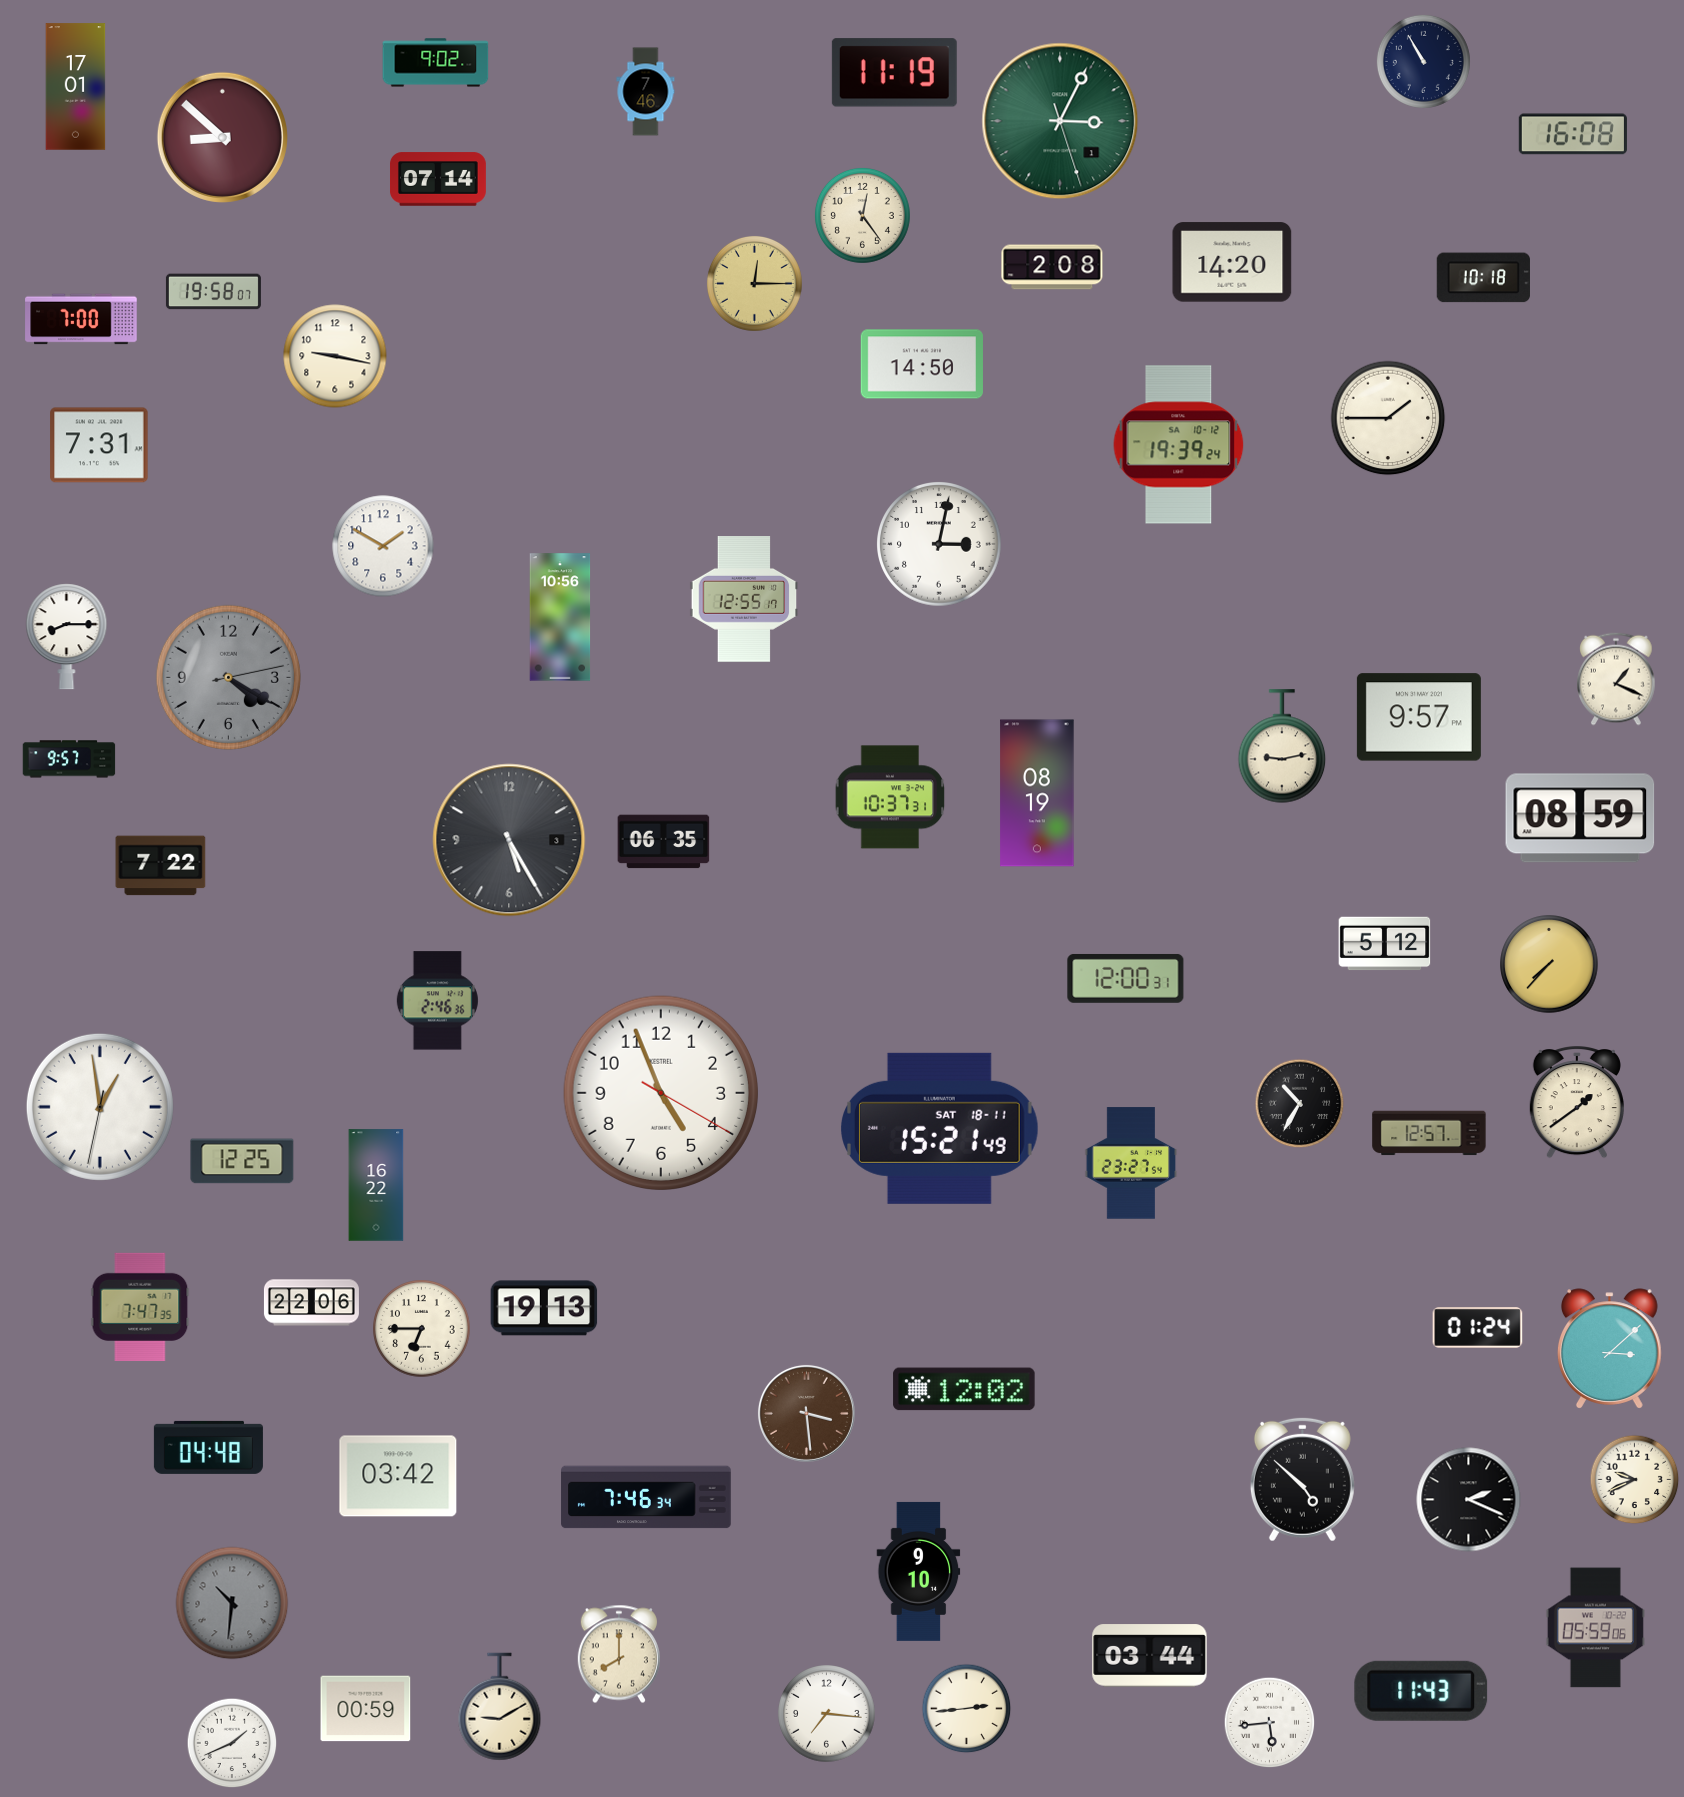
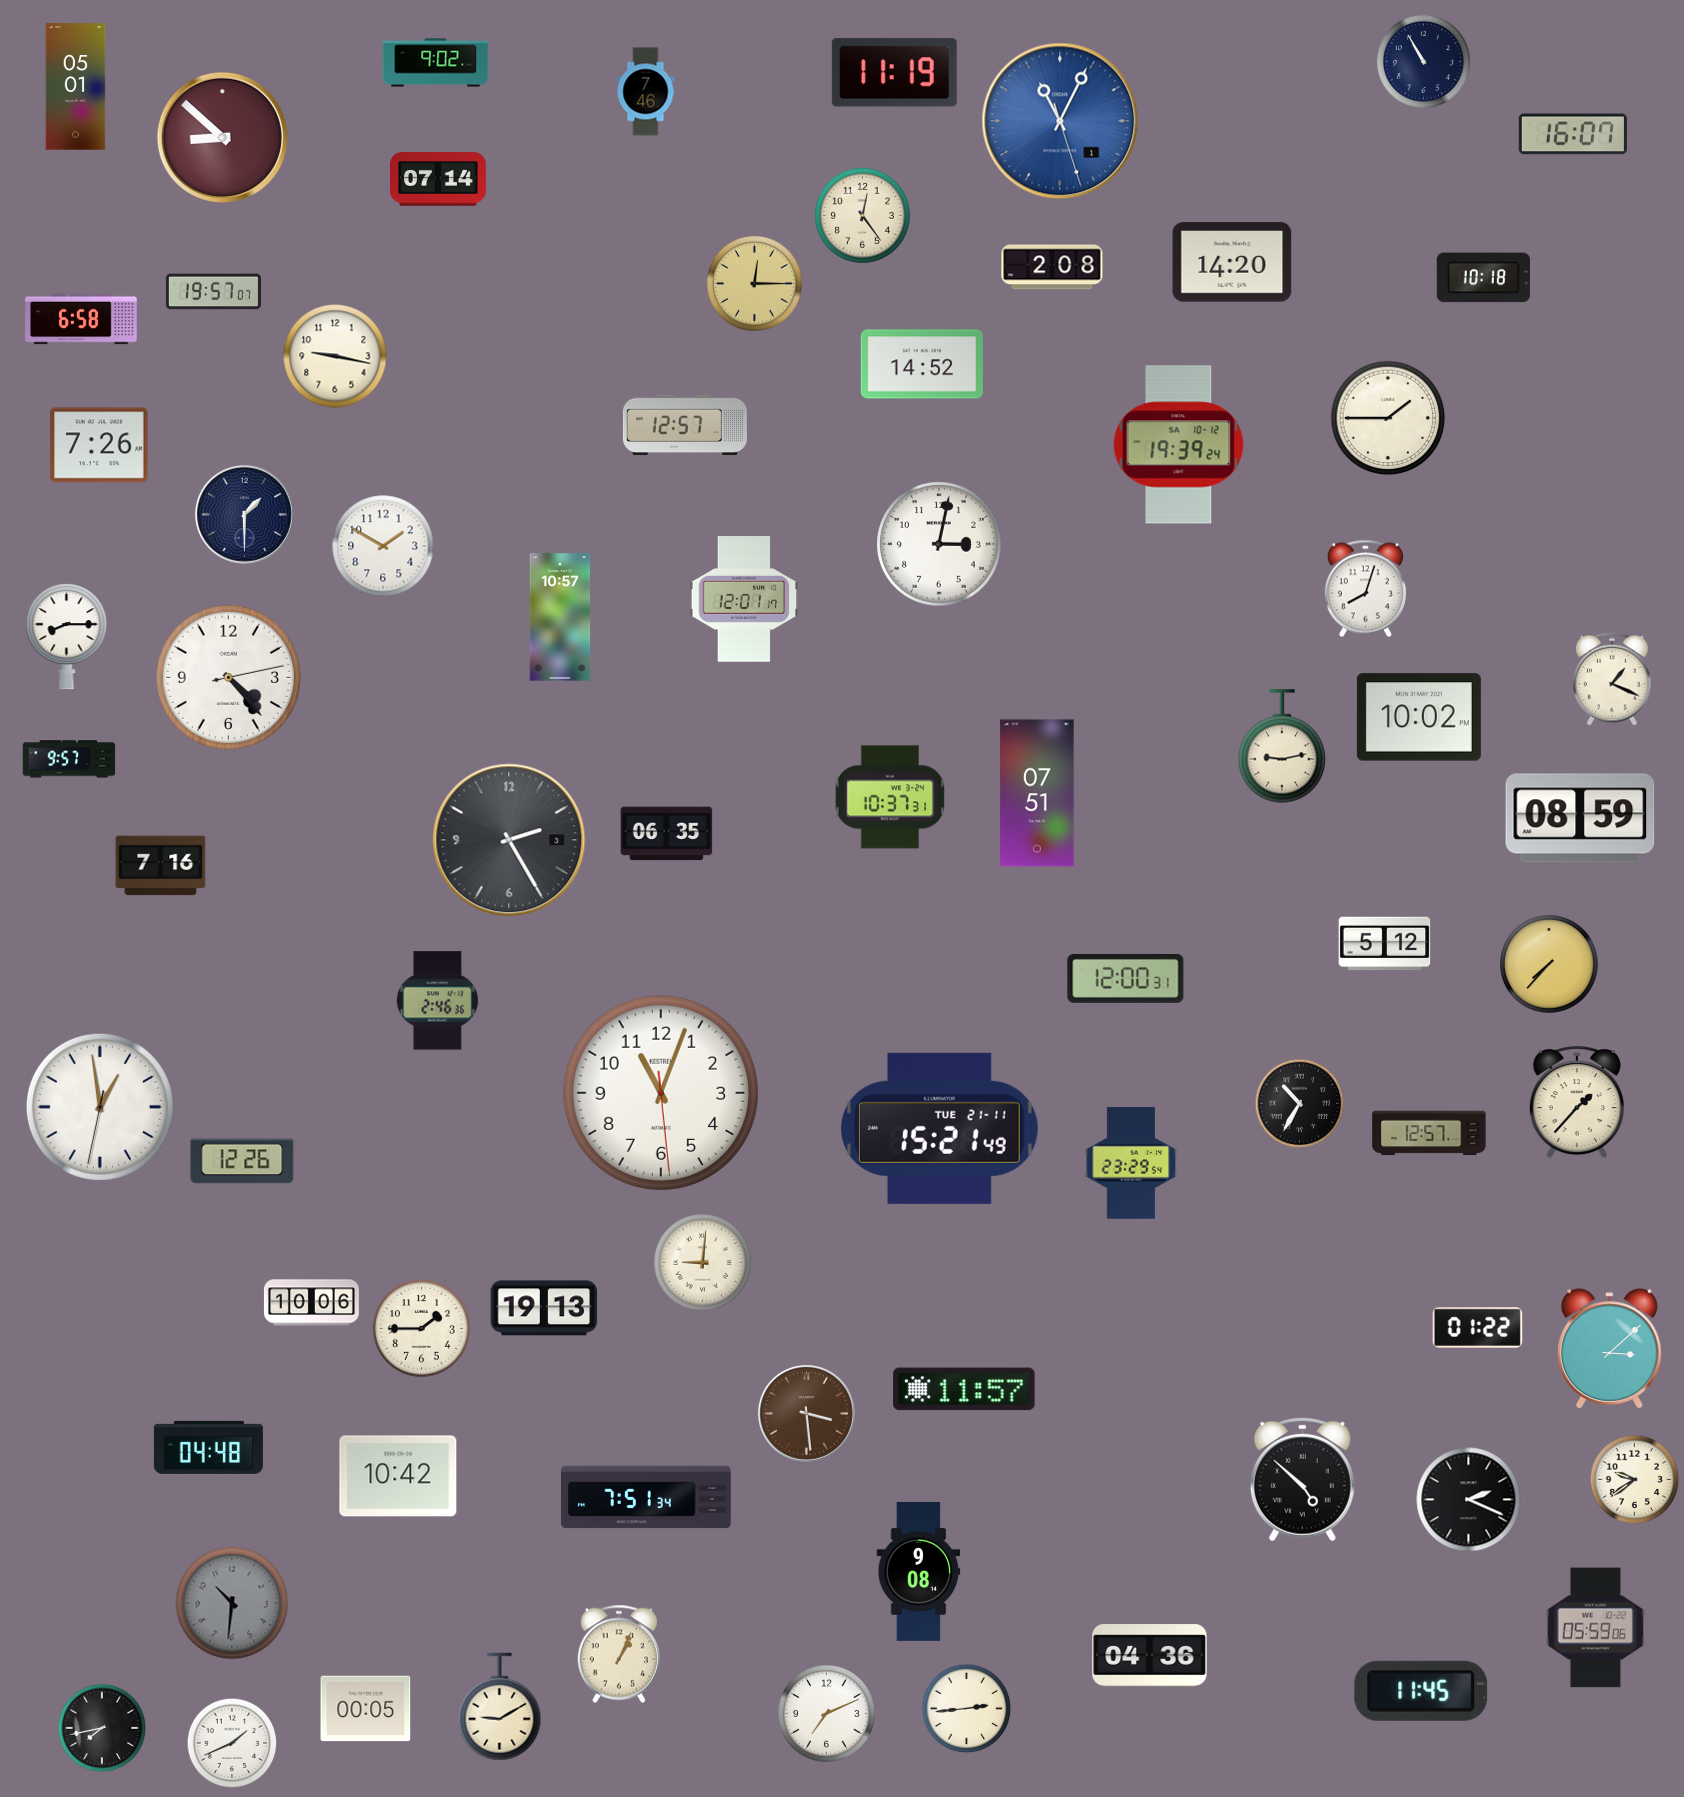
clock at (76, 87): 17:01 -> 05:01
clock at (1060, 121): 3:04 -> 11:04
clock at (1060, 121) dial: green -> blue
clock at (1573, 134): 16:08 -> 16:07
clock at (213, 292): 19:58 -> 19:57
clock at (81, 319): 7:00 -> 6:58
clock at (922, 364): 14:50 -> 14:52
clock at (685, 425): none -> 12:57
clock at (99, 445): 7:31 -> 7:26
clock at (244, 514): none -> 1:30
clock at (1365, 589): none -> 8:03
clock at (744, 600): 12:55 -> 12:01
clock at (560, 617): 10:56 -> 10:57
clock at (228, 677): 4:20 -> 4:23
clock at (228, 677) dial: grey -> white
clock at (1616, 679) position: (1616, 679) -> (1612, 679)
clock at (1419, 717): 9:57 -> 10:02
clock at (1037, 793): 08:19 -> 07:51
clock at (509, 840): 5:25 -> 2:25
clock at (664, 842) position: (664, 842) -> (667, 834)
clock at (161, 866): 7:22 -> 7:16
clock at (660, 1092): 4:56 -> 11:03
clock at (1577, 1103): 1:39 -> 1:37
clock at (940, 1128) date: SAT 18-11 -> TUE 21-11
clock at (242, 1161): 12:25 -> 12:26
clock at (1131, 1163): 23:27 -> 23:29
clock at (376, 1185): 16:22 -> none
clock at (703, 1263): none -> 9:01
clock at (311, 1303): 22:06 -> 10:06
clock at (140, 1307): 7:47 -> none
clock at (1478, 1328): 01:24 -> 01:22
clock at (422, 1329): 6:45 -> 1:45
clock at (964, 1389): 12:02 -> 11:57
clock at (398, 1476): 03:42 -> 10:42
clock at (1635, 1480): 9:41 -> 9:39
clock at (646, 1497): 7:46 -> 7:51
clock at (919, 1571): 9:10 -> 9:08
clock at (619, 1654): 8:00 -> 1:04
clock at (1150, 1656): 03:44 -> 04:36
clock at (1421, 1691): 11:43 -> 11:45
clock at (366, 1709): 00:59 -> 00:05
clock at (827, 1714): 7:16 -> 7:11
clock at (1270, 1723): 5:44 -> none
clock at (102, 1728): none -> 7:43
